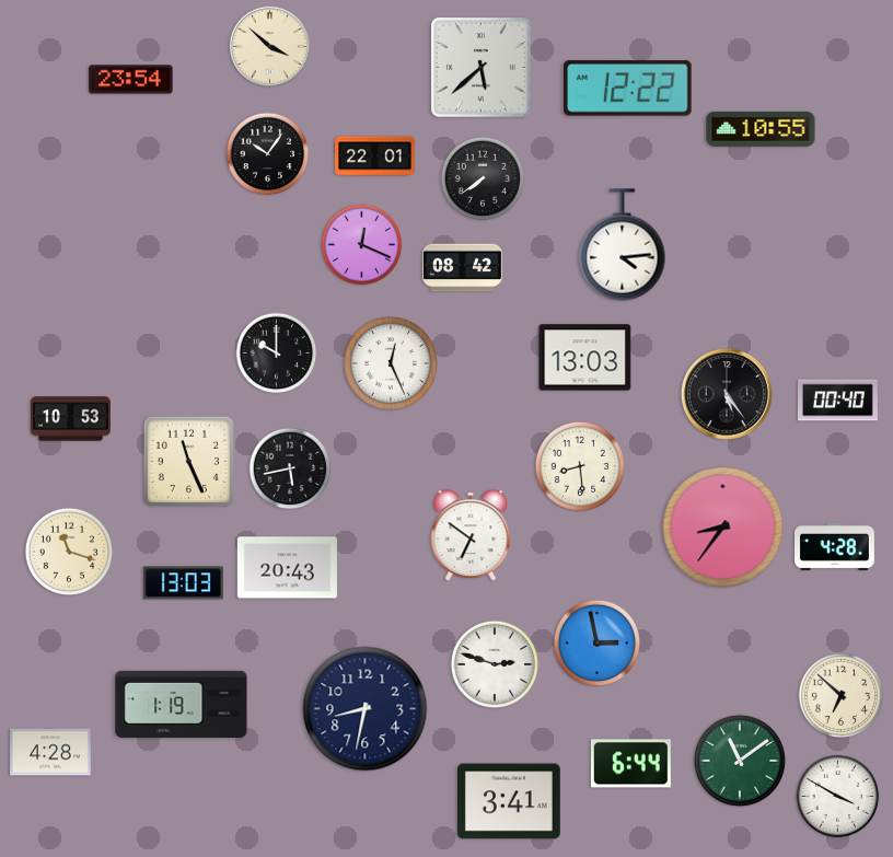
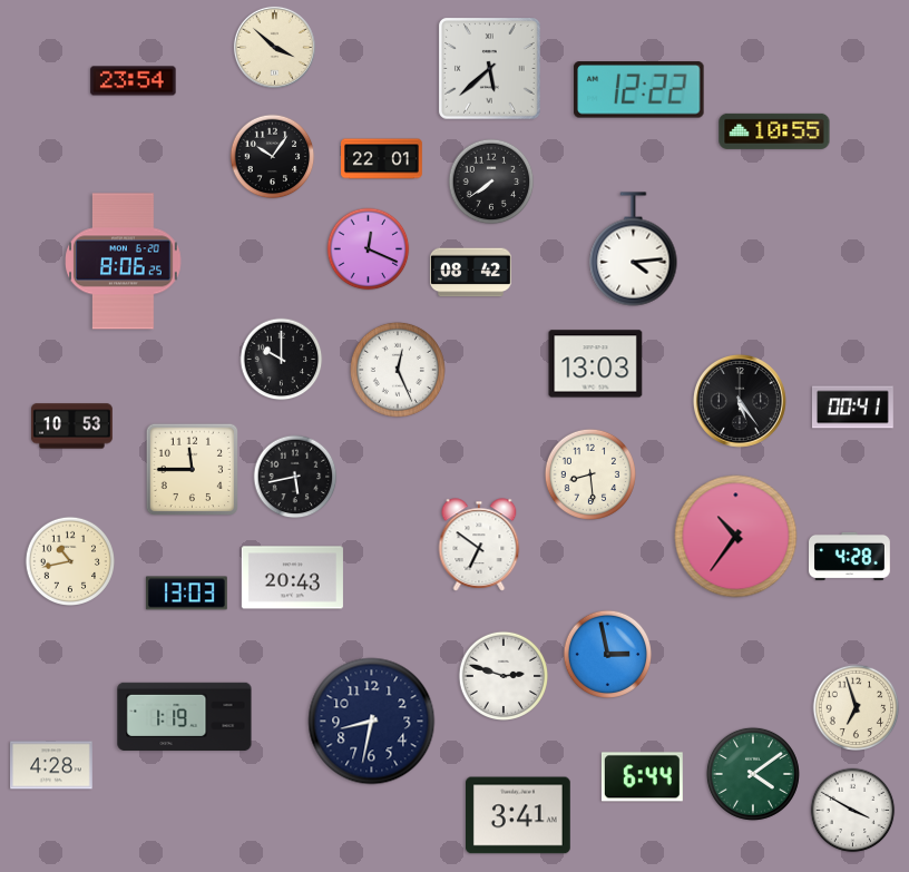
clock at (124, 262): none -> 8:06
clock at (837, 401): 00:40 -> 00:41
clock at (188, 461): 11:26 -> 11:45
clock at (723, 528): 8:36 -> 10:36
clock at (68, 551): 11:18 -> 10:43
clock at (842, 696): 6:52 -> 6:57
clock at (740, 761): 11:09 -> 4:09
